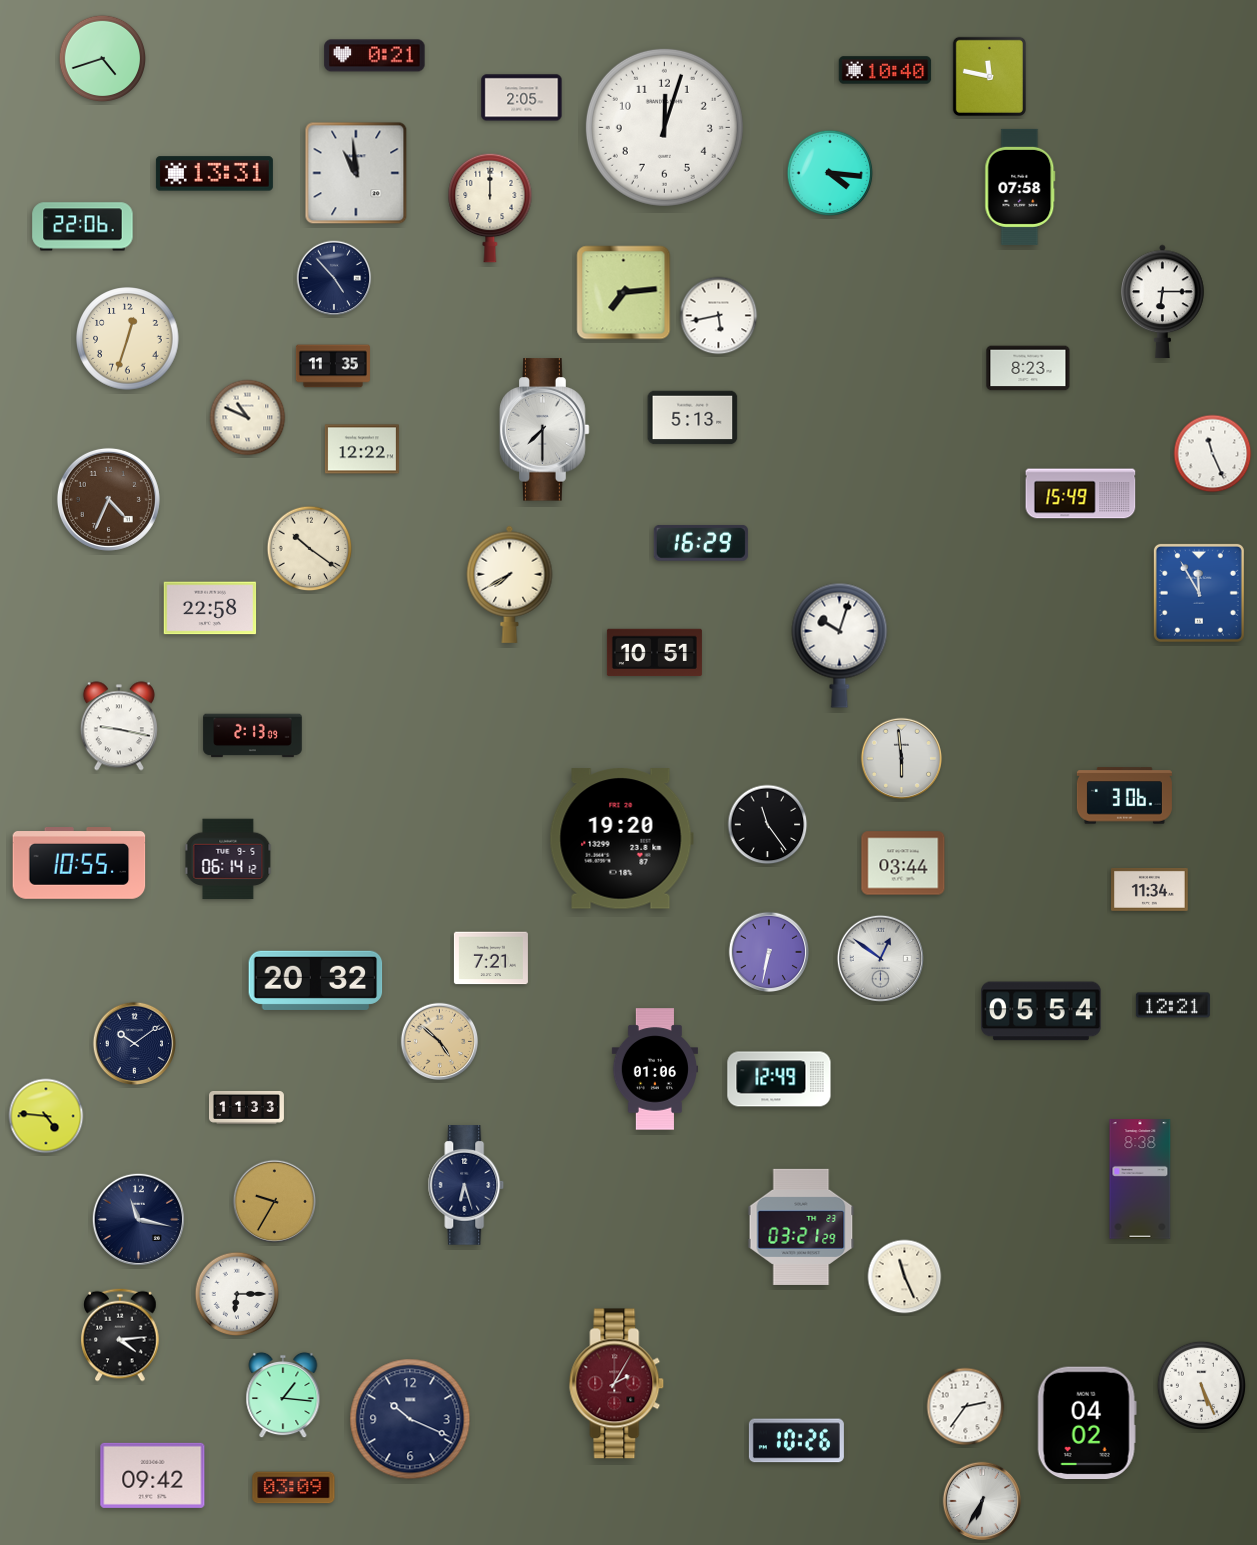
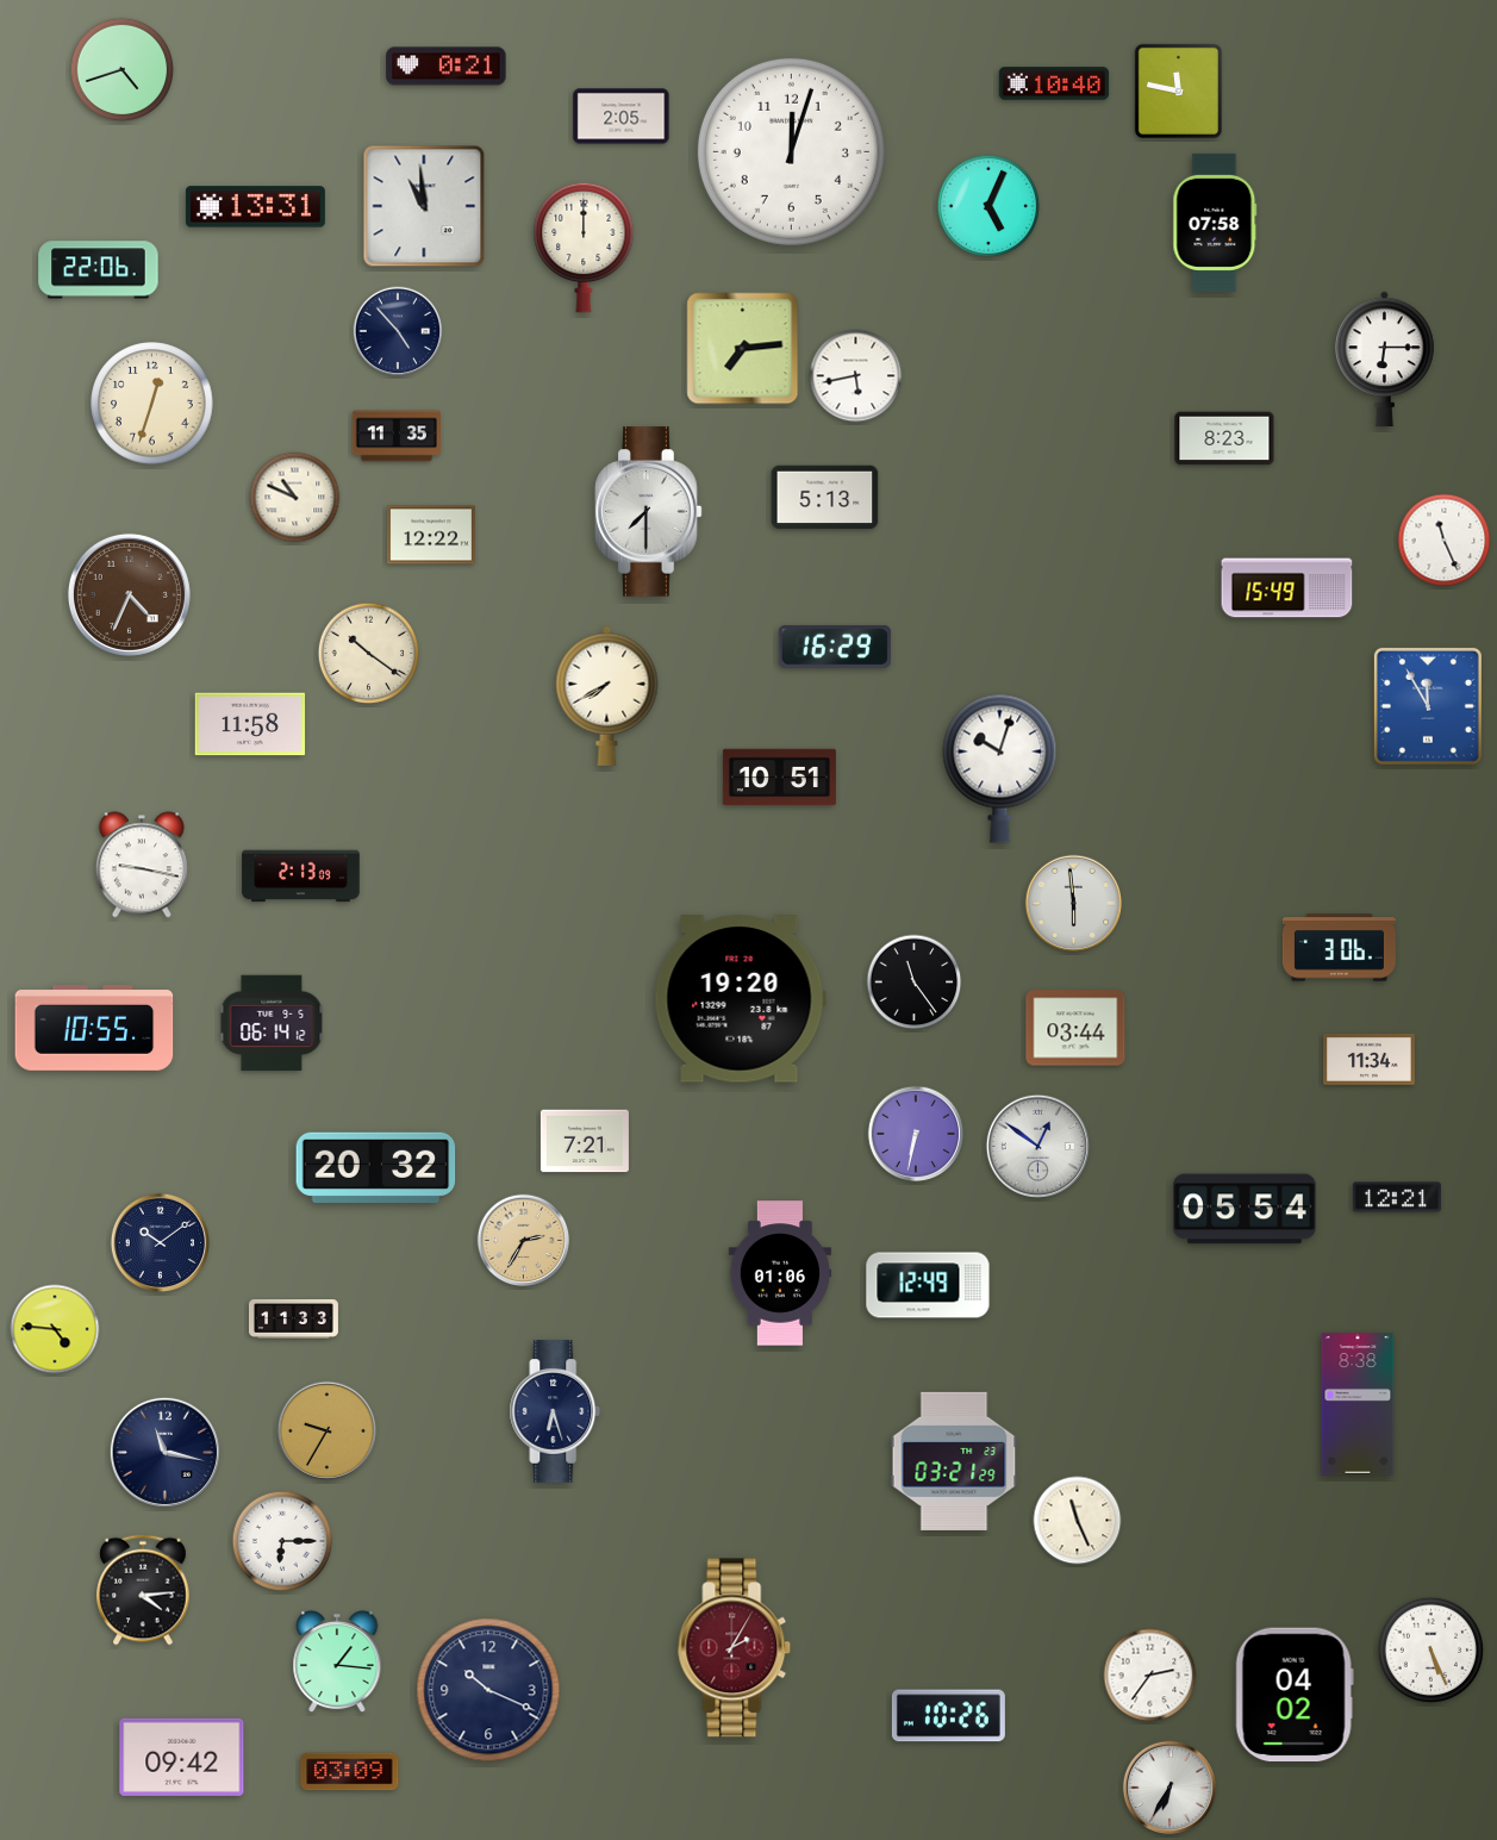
clock at (830, 173): 4:16 -> 5:04
clock at (210, 608): 22:58 -> 11:58
clock at (880, 958) position: (880, 958) -> (1037, 1146)
clock at (1041, 1011) position: (1041, 1011) -> (1245, 1209)
clock at (440, 1042): 4:52 -> 2:35
